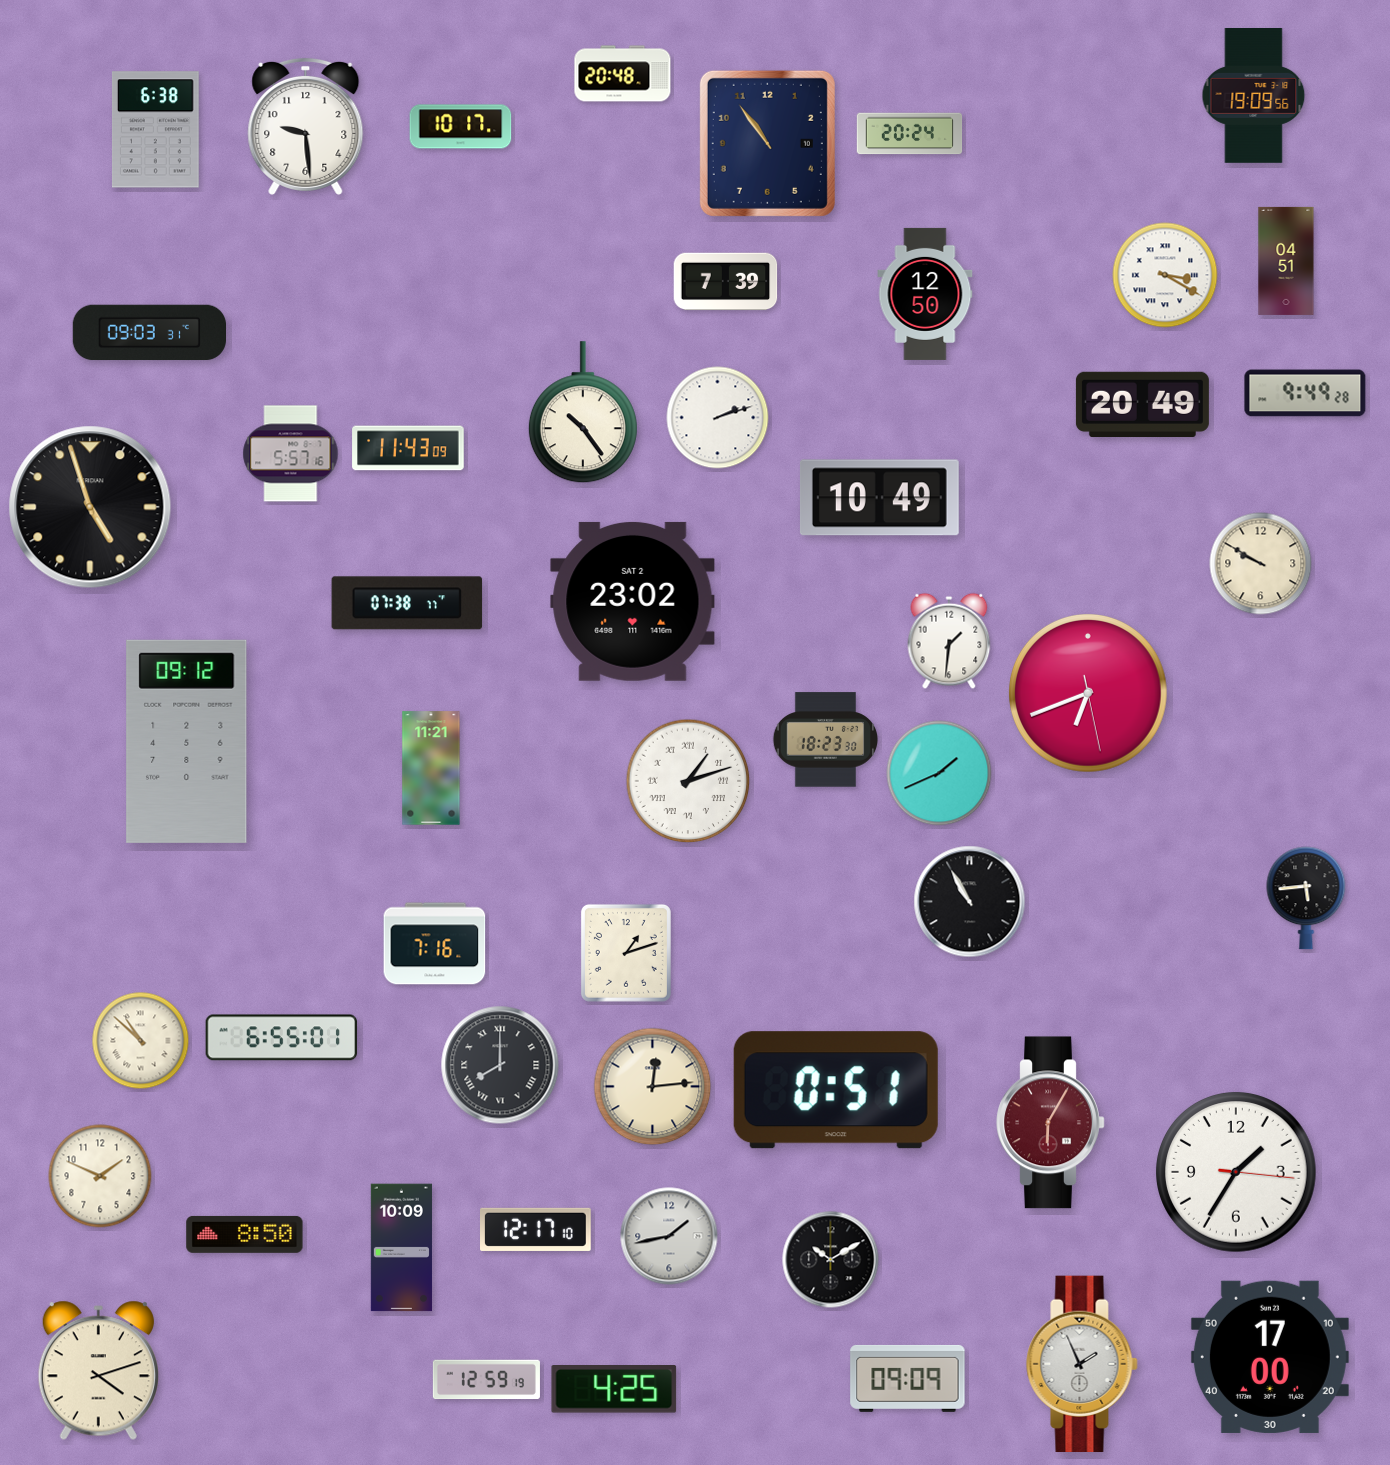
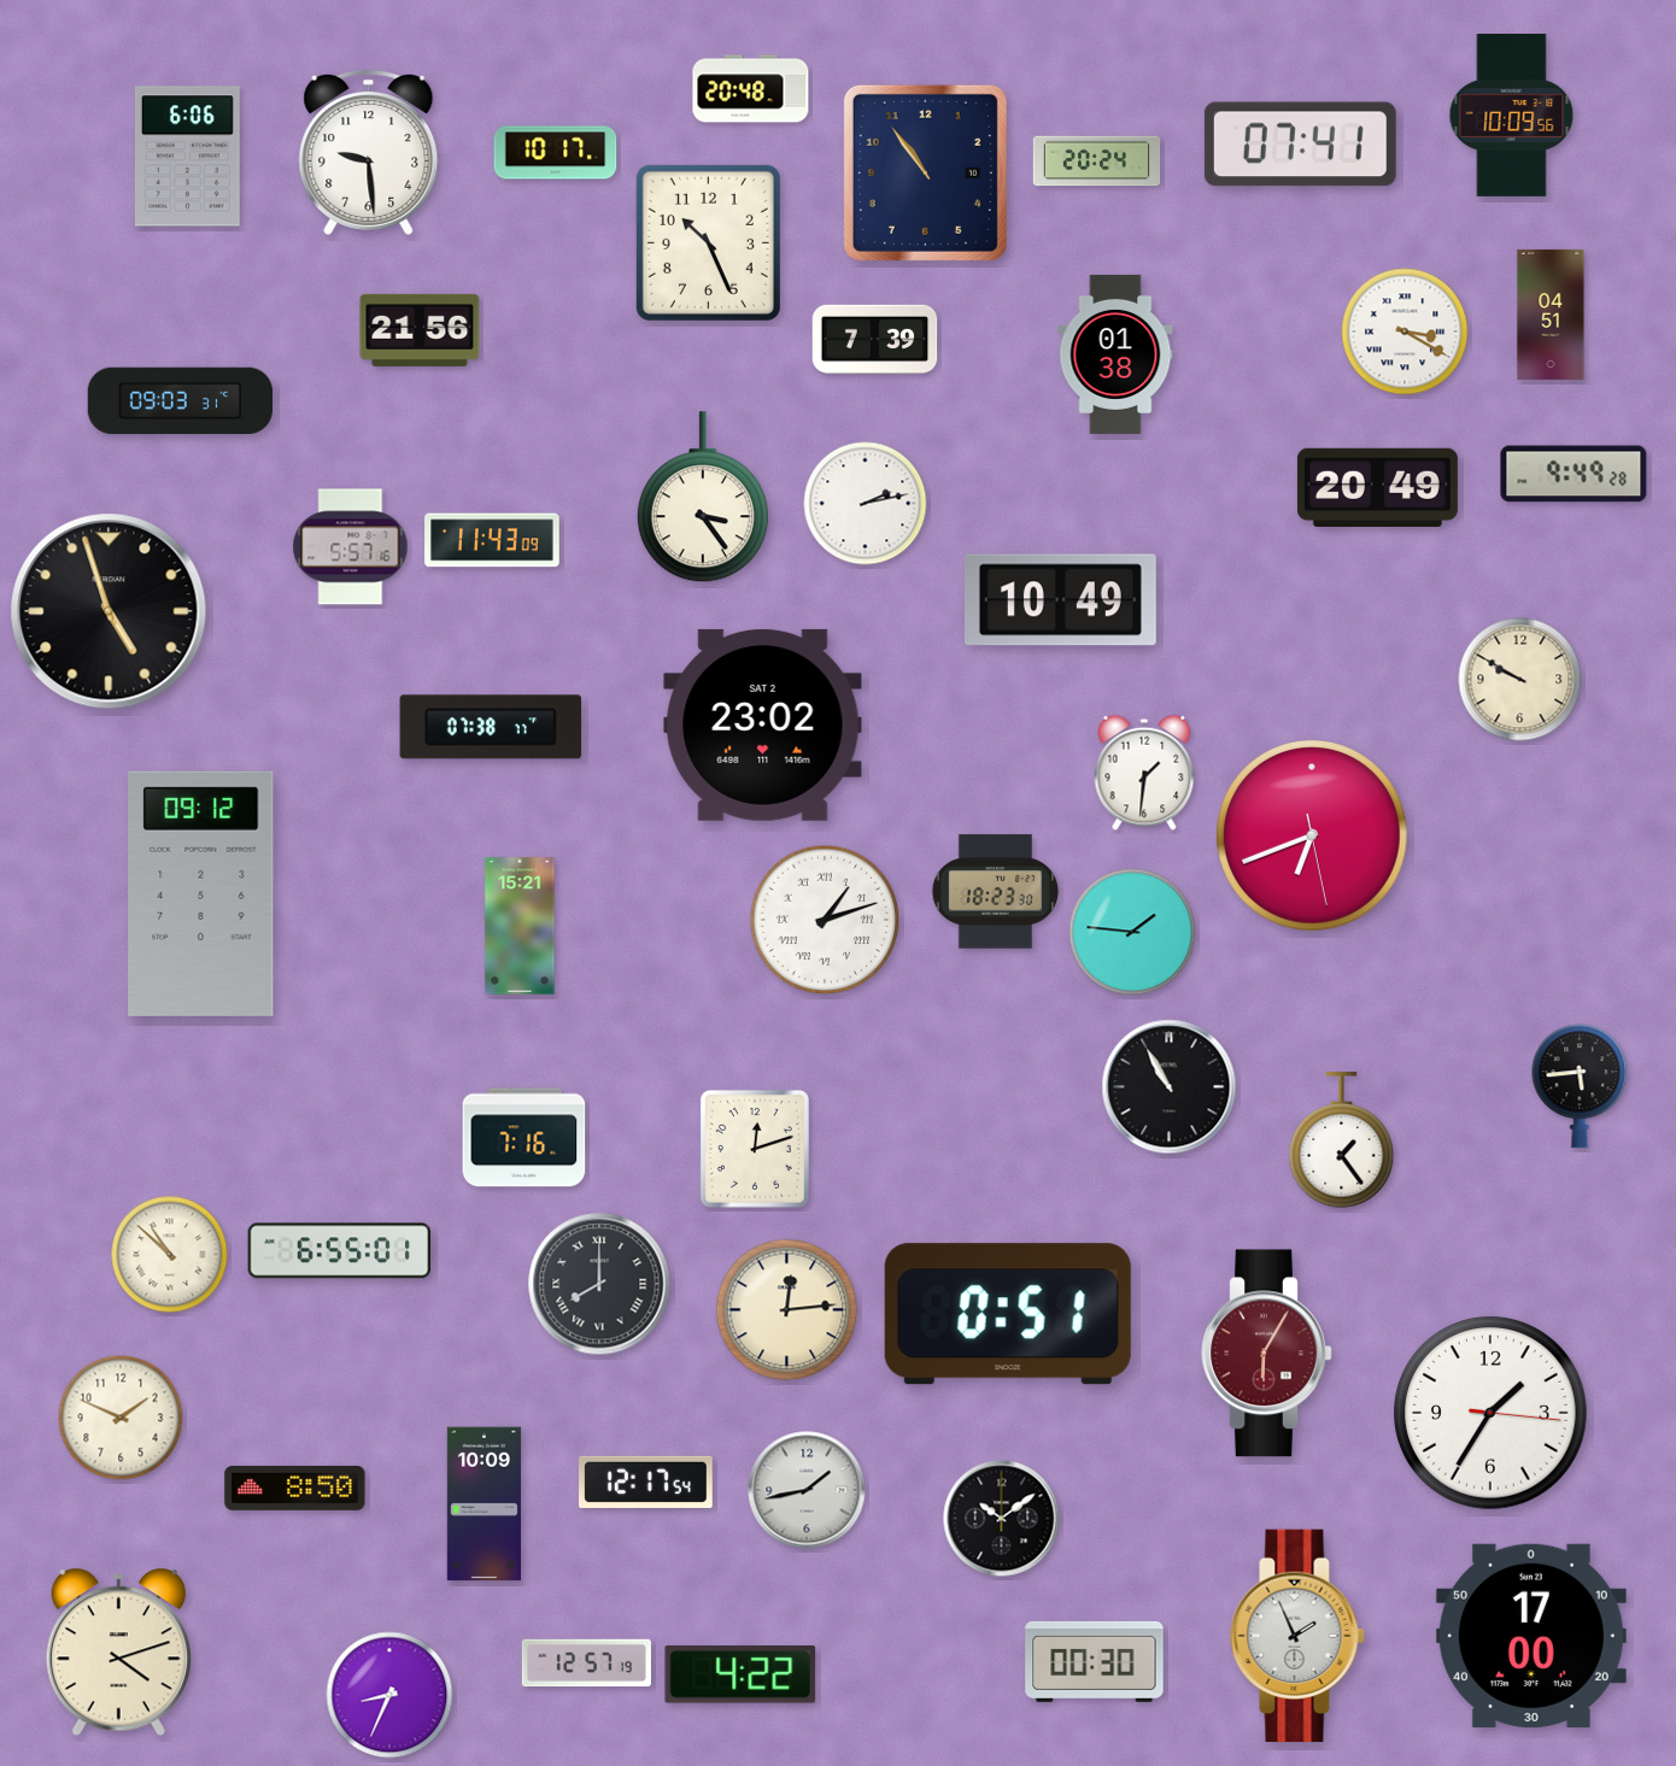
clock at (1254, 96): 19:09 -> 10:09
clock at (1300, 145): none -> 07:41
clock at (155, 130): 6:38 -> 6:06
clock at (708, 242): none -> 10:26
clock at (420, 330): none -> 21:56
clock at (925, 294): 12:50 -> 01:38
clock at (583, 413): 10:24 -> 3:24
clock at (718, 418): 2:12 -> 2:13
clock at (187, 741) position: (187, 741) -> (201, 893)
clock at (431, 768): 11:21 -> 15:21
clock at (939, 773): 1:41 -> 1:46
clock at (688, 781) position: (688, 781) -> (825, 920)
clock at (1306, 898) position: (1306, 898) -> (1580, 1086)
clock at (1342, 1140): none -> 1:24
clock at (626, 953): 1:12 -> 12:12
clock at (500, 1065) position: (500, 1065) -> (599, 1284)
clock at (536, 1229): 12:17:10 -> 12:17:54
clock at (831, 1260): 10:10 -> 10:09
clock at (1082, 1363) position: (1082, 1363) -> (1297, 1635)
clock at (908, 1378): 09:09 -> 00:30
clock at (486, 1380): 12:59 -> 12:57
clock at (614, 1389): 4:25 -> 4:22
clock at (389, 1695): none -> 8:34
